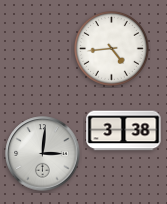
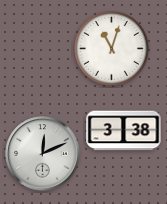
clock at (112, 49): 4:44 -> 11:03
clock at (43, 154): 3:01 -> 12:11
